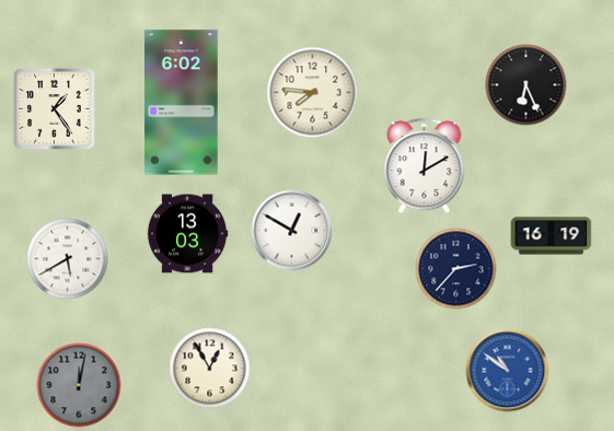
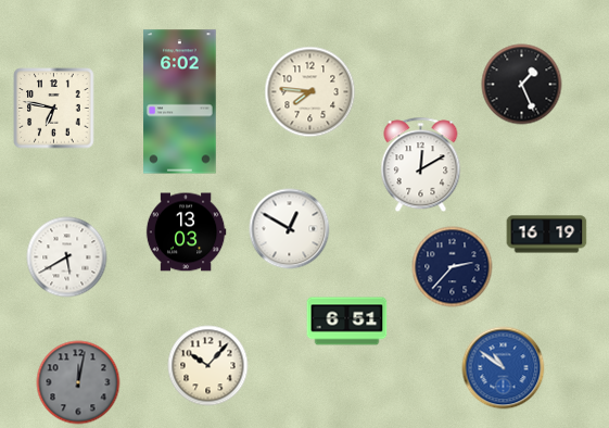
clock at (526, 85): 6:26 -> 1:26
clock at (55, 109): 1:24 -> 6:47
clock at (347, 322): none -> 6:51
clock at (210, 369): 12:55 -> 10:07
